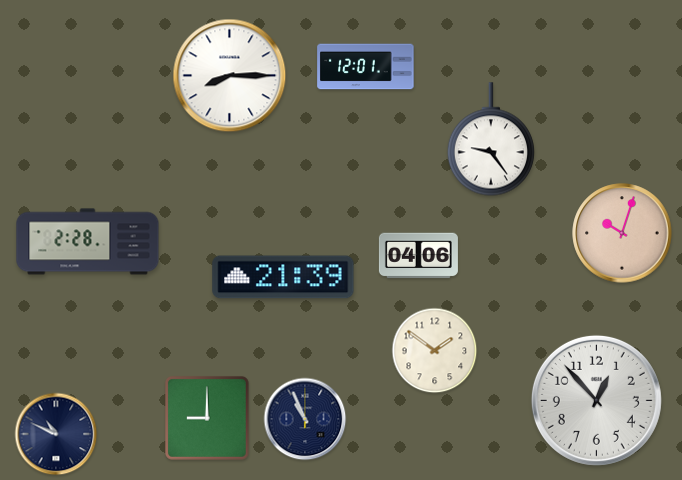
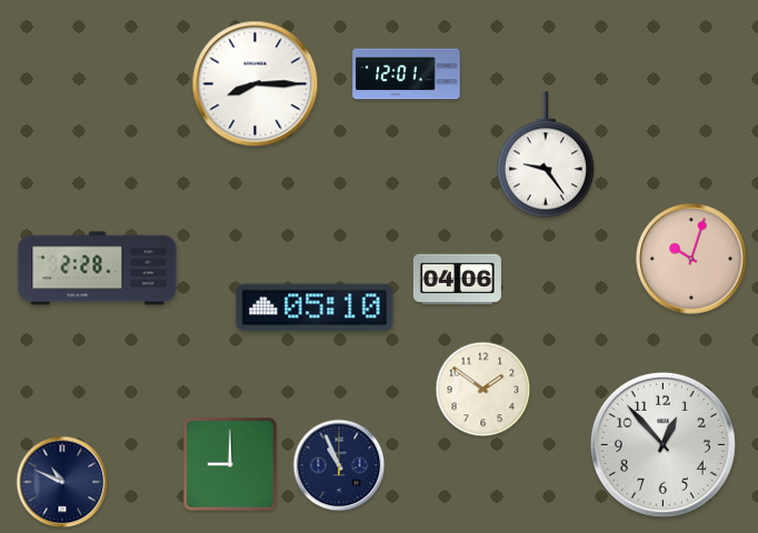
clock at (418, 256) position: (418, 256) -> (457, 280)
clock at (283, 277): 21:39 -> 05:10
